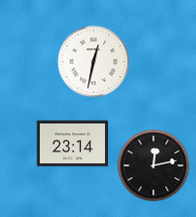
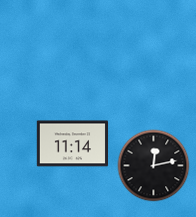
clock at (94, 62): 12:32 -> none
clock at (72, 144): 23:14 -> 11:14
